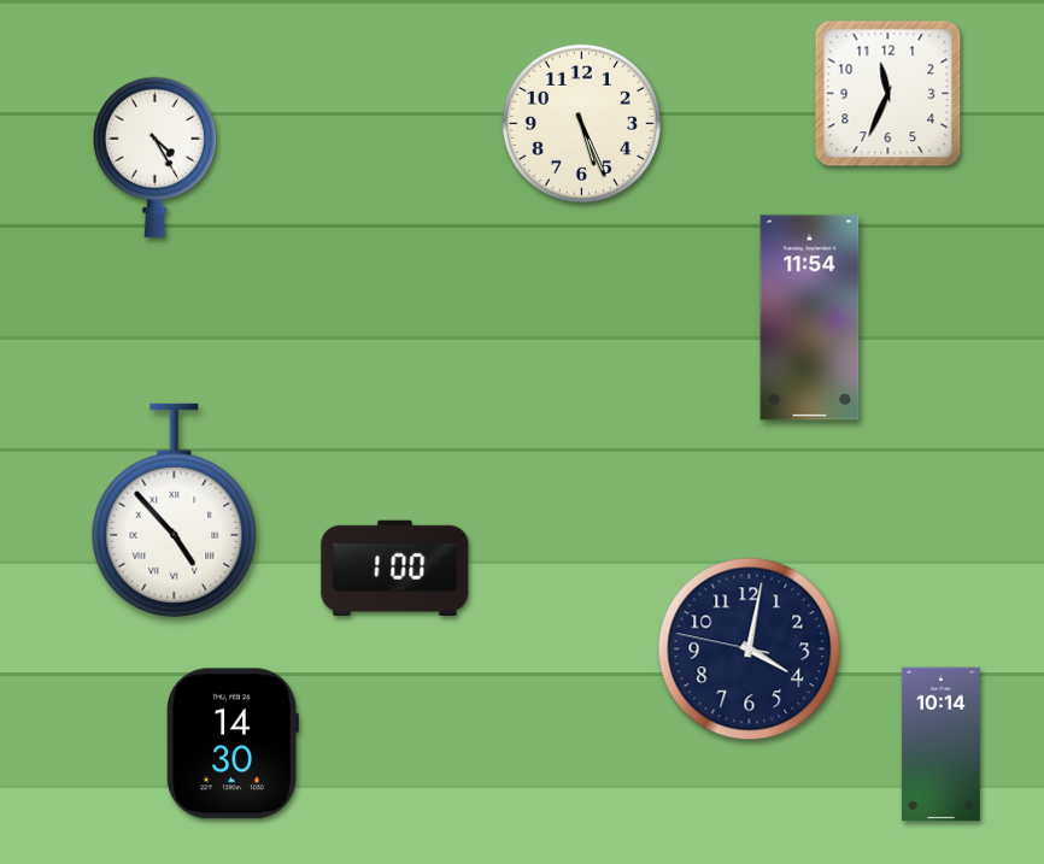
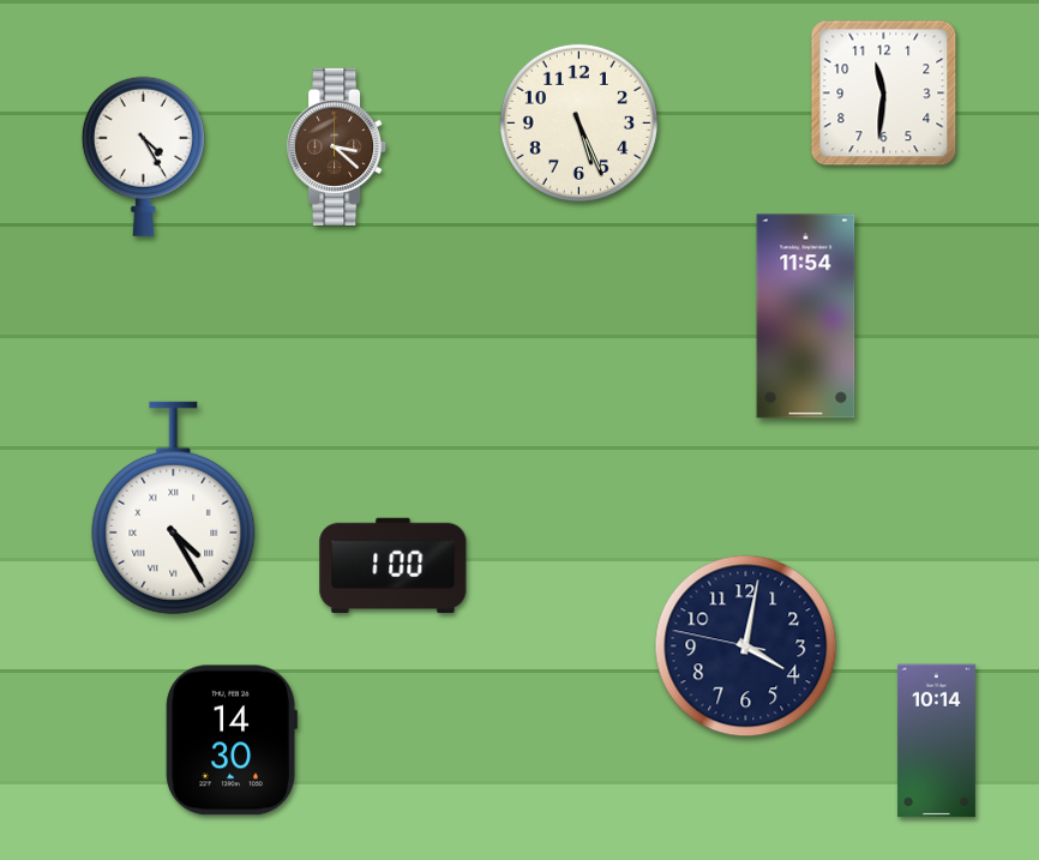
clock at (888, 94): 11:34 -> 11:31
clock at (337, 146): none -> 3:22
clock at (154, 157) position: (154, 157) -> (143, 156)
clock at (175, 510): 4:53 -> 4:25
